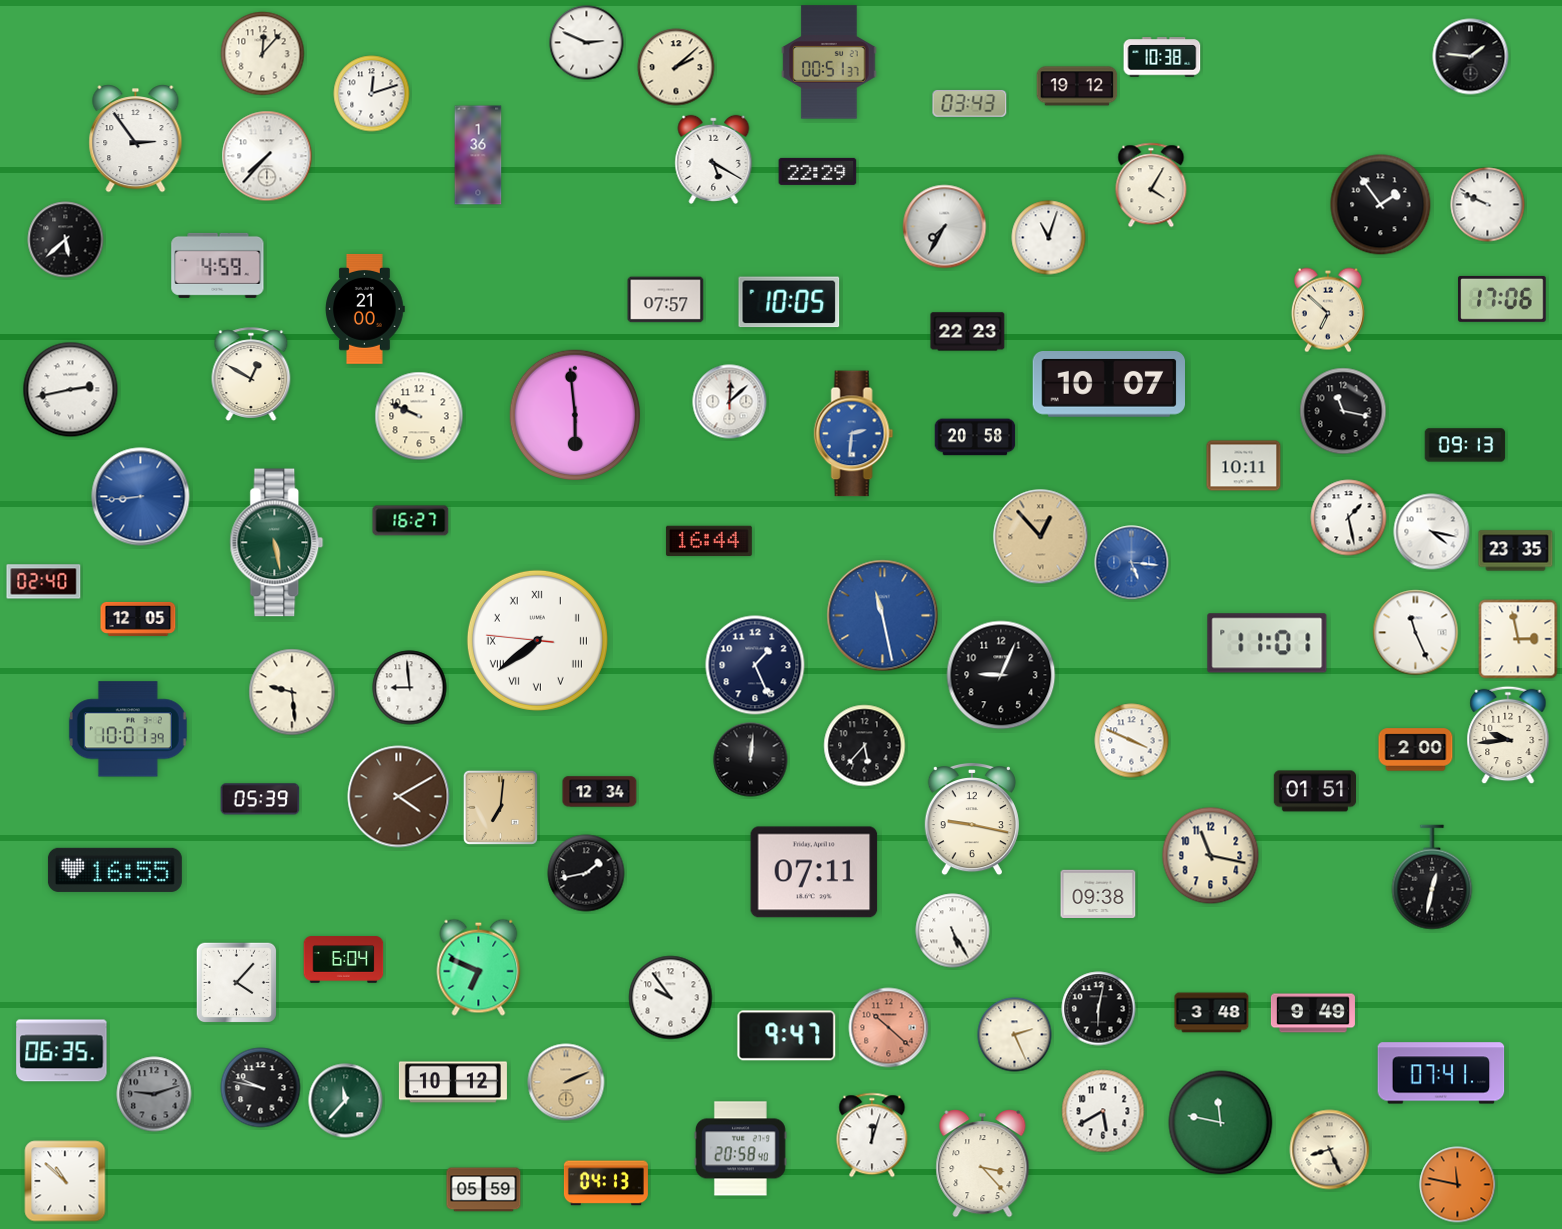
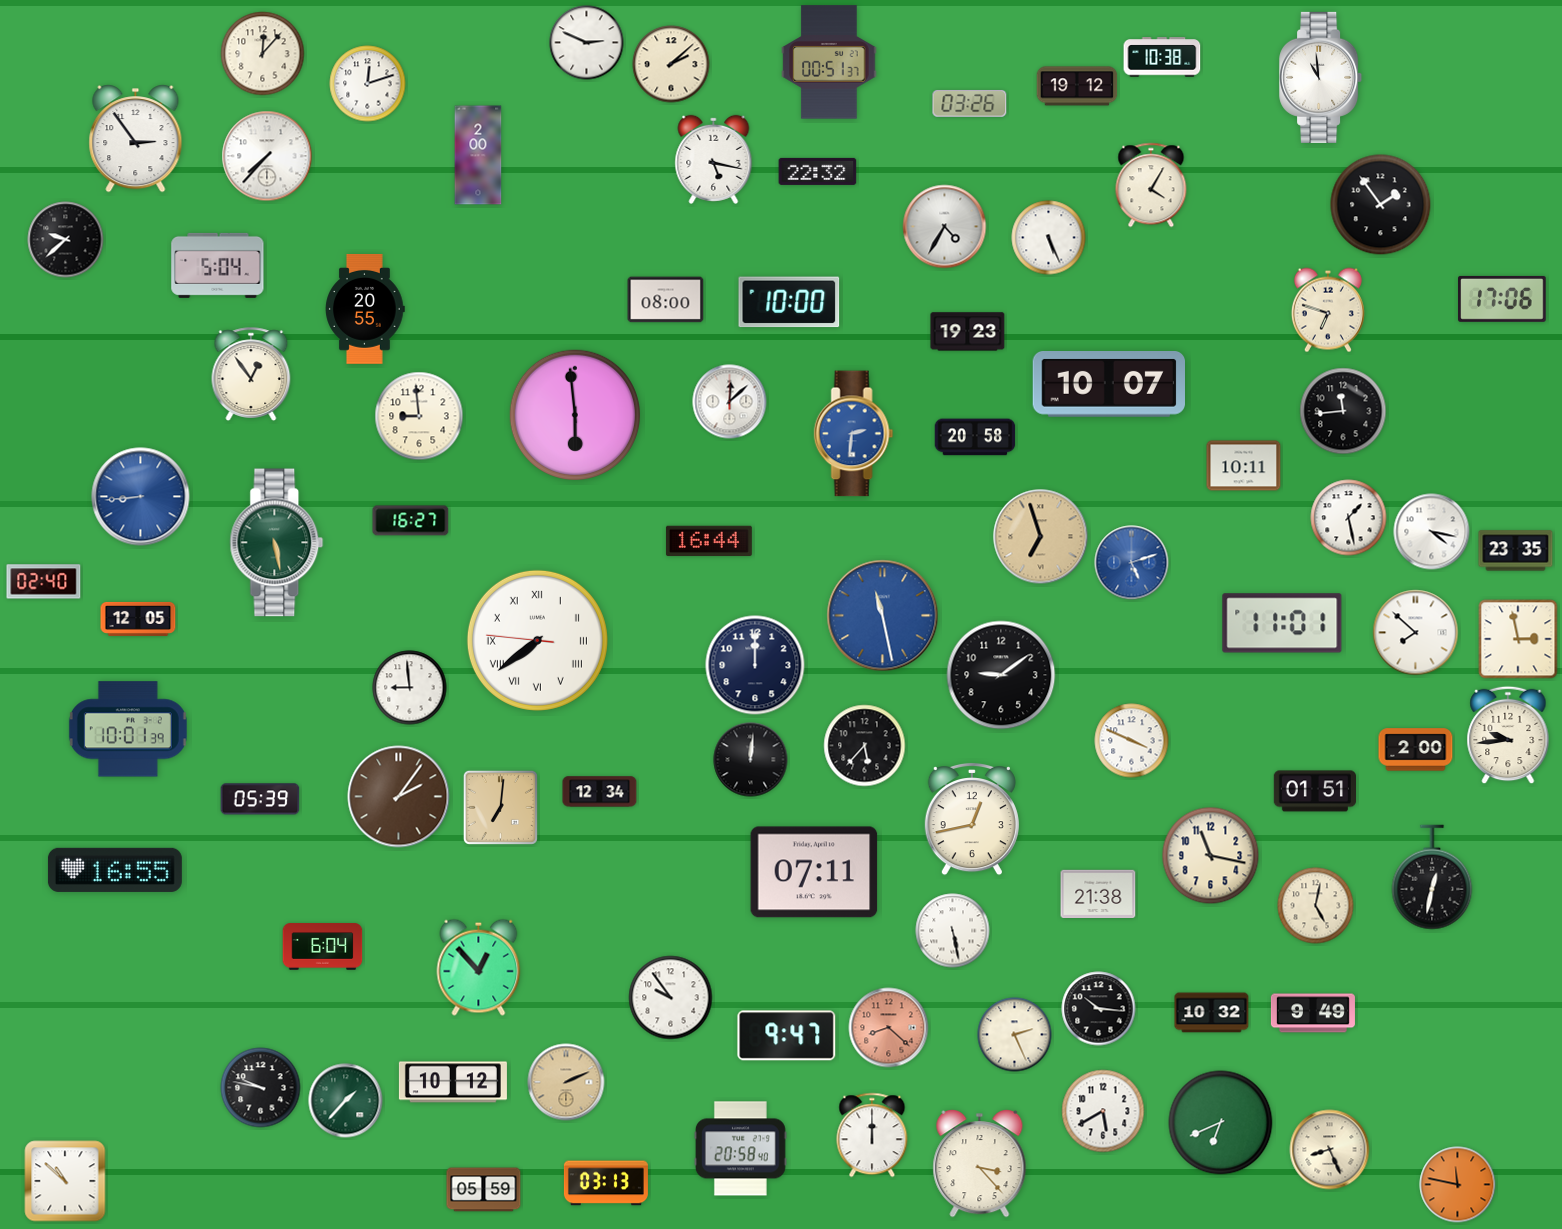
clock at (1471, 57): 1:46 -> none
clock at (676, 67) position: (676, 67) -> (671, 64)
clock at (1321, 77): none -> 10:59
clock at (372, 94) position: (372, 94) -> (368, 84)
clock at (970, 104): 03:43 -> 03:26
clock at (478, 155): 1:36 -> 2:00
clock at (714, 159): 5:20 -> 5:17
clock at (818, 171): 22:29 -> 22:32
clock at (1488, 205): 9:49 -> none
clock at (945, 227): 7:35 -> 4:35
clock at (1049, 238): 11:03 -> 5:26
clock at (66, 240): 5:38 -> 9:38
clock at (218, 265): 4:59 -> 5:04
clock at (666, 300): 07:57 -> 08:00
clock at (789, 302): 10:05 -> 10:00
clock at (365, 309): 21:00 -> 20:55
clock at (1328, 310): 6:52 -> 6:48
clock at (968, 332): 22:23 -> 19:23
clock at (251, 374): 12:50 -> 12:54
clock at (71, 390): 2:43 -> none
clock at (1343, 411): 11:17 -> 11:44
clock at (419, 416): 9:49 -> 8:59
clock at (1465, 445): 09:13 -> none
clock at (1041, 537): 12:53 -> 6:57
clock at (1132, 563): 5:16 -> 5:12
clock at (1416, 633): 11:26 -> 7:52
clock at (1267, 643) position: (1267, 643) -> (1282, 623)
clock at (755, 665): 1:26 -> 12:00
clock at (1001, 675): 9:04 -> 9:09
clock at (292, 692): 9:29 -> none
clock at (399, 797): 4:10 -> 2:06
clock at (972, 819): 9:17 -> 12:43
clock at (586, 873): 1:43 -> none
clock at (1098, 893): 09:38 -> 21:38
clock at (1316, 906): none -> 5:02
clock at (953, 931): 5:25 -> 5:28
clock at (344, 960) position: (344, 960) -> (323, 947)
clock at (479, 967): 6:49 -> 12:53
clock at (237, 983): 4:07 -> none
clock at (1099, 1009): 6:02 -> 10:16
clock at (1212, 1013): 3:48 -> 10:32
clock at (889, 1028): 10:22 -> 8:22
clock at (62, 1051): 06:35 -> none
clock at (1441, 1073): 07:41 -> none
clock at (154, 1094): 9:12 -> none
clock at (346, 1101): 11:37 -> 1:37
clock at (1221, 1123): 11:47 -> 6:41
clock at (872, 1135): 12:03 -> 12:00
clock at (983, 1164) position: (983, 1164) -> (980, 1164)
clock at (606, 1183): 04:13 -> 03:13
